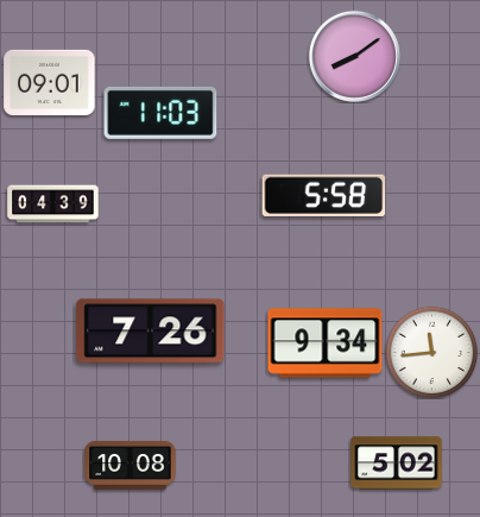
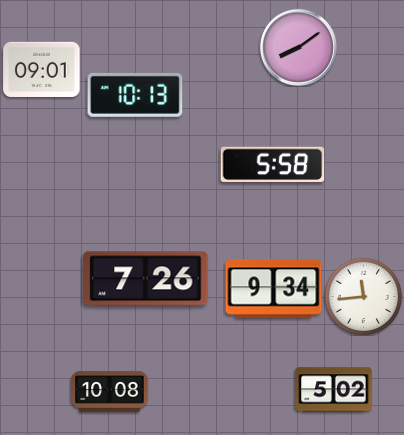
clock at (160, 113): 11:03 -> 10:13
clock at (53, 204): 04:39 -> none
clock at (151, 332) position: (151, 332) -> (146, 279)
